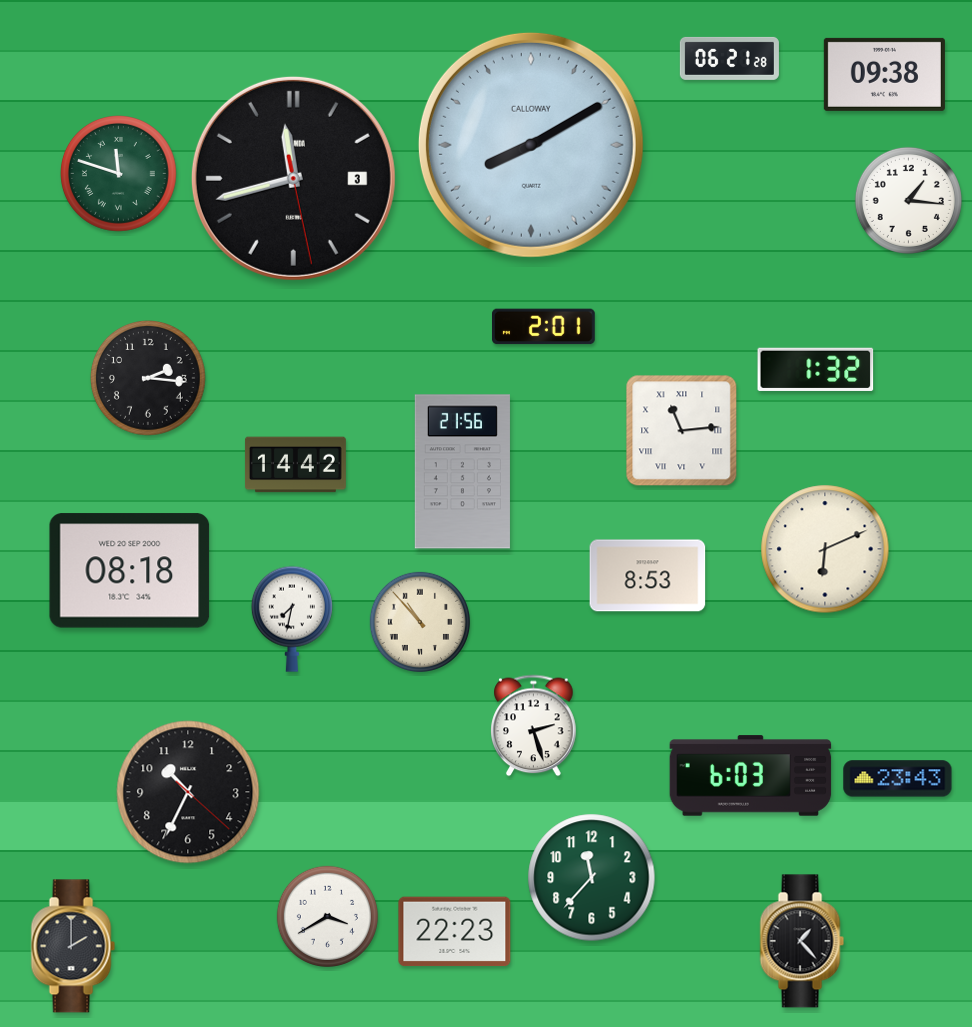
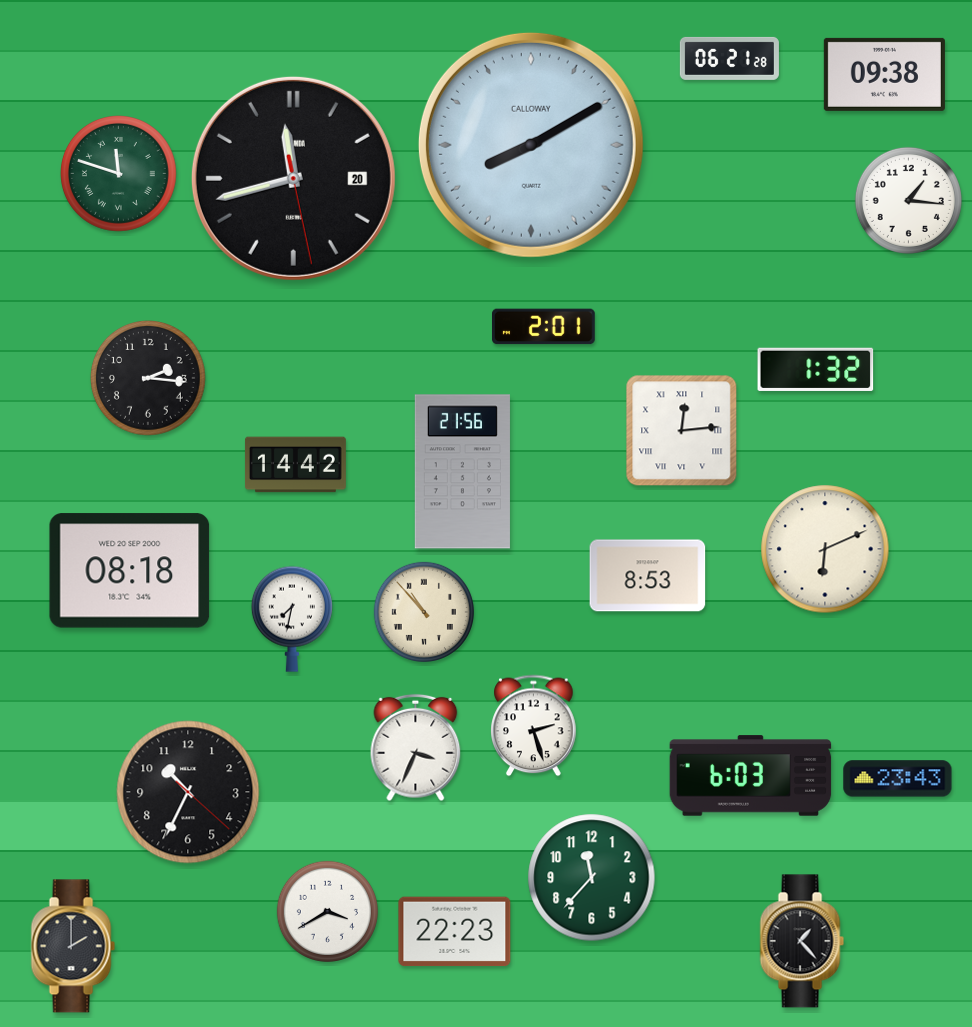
clock at (293, 178) date: 3 -> 20
clock at (682, 431): 11:14 -> 12:14
clock at (419, 621) position: (419, 621) -> (423, 611)
clock at (416, 748): none -> 3:34
clock at (327, 916) position: (327, 916) -> (327, 911)
